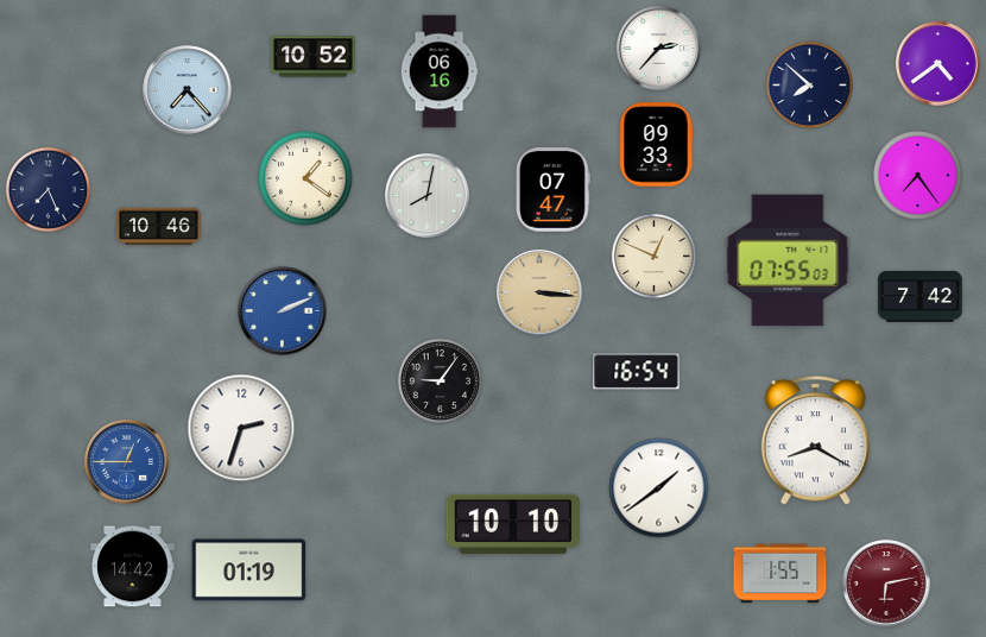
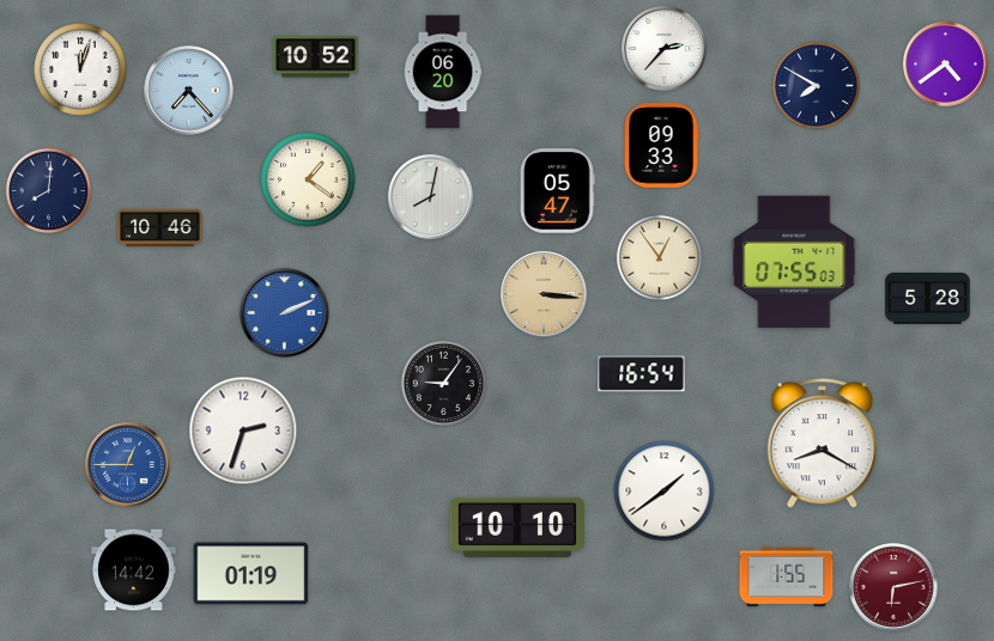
clock at (80, 69): none -> 12:03
clock at (440, 71): 06:16 -> 06:20
clock at (809, 84): 7:52 -> 7:50
clock at (918, 176): 7:24 -> none
clock at (48, 189): 7:26 -> 8:01
clock at (552, 190): 07:47 -> 05:47
clock at (653, 256): 12:49 -> 12:54
clock at (921, 296): 7:42 -> 5:28
